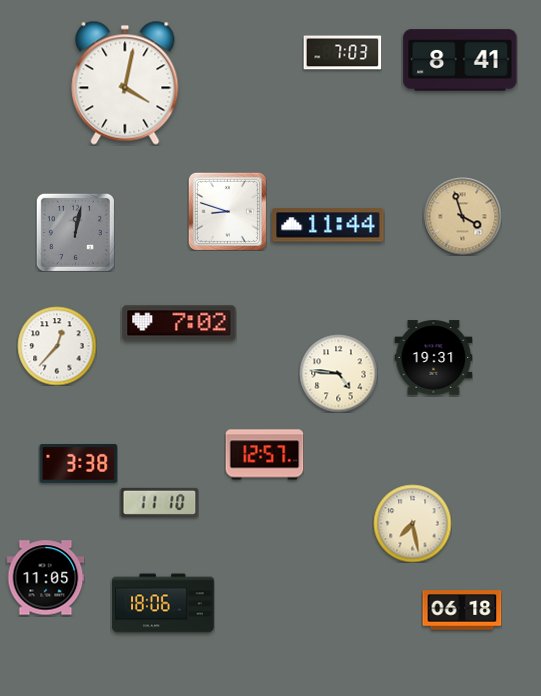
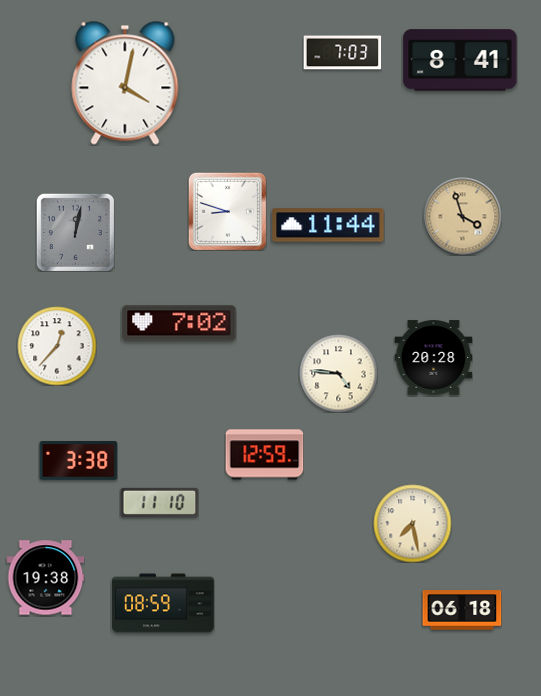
clock at (433, 358): 19:31 -> 20:28
clock at (264, 455): 12:57 -> 12:59
clock at (78, 464) position: (78, 464) -> (78, 461)
clock at (45, 578): 11:05 -> 19:38
clock at (163, 603): 18:06 -> 08:59
